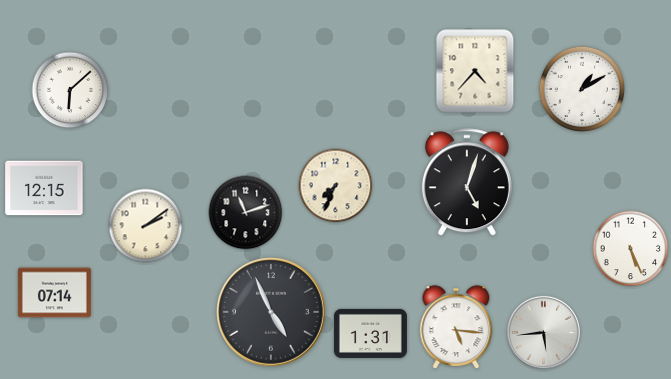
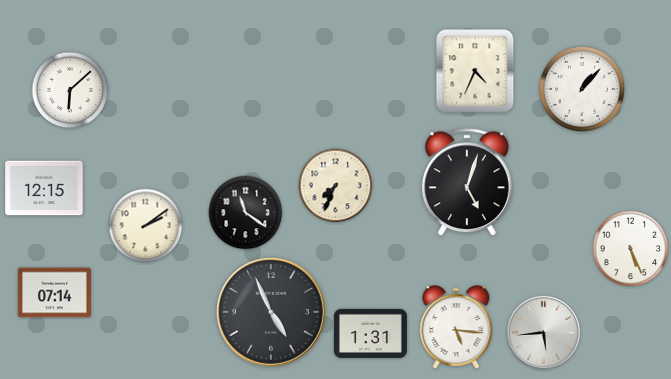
clock at (475, 71): 4:37 -> 4:34
clock at (582, 89): 1:10 -> 1:07
clock at (246, 213): 11:12 -> 11:21
